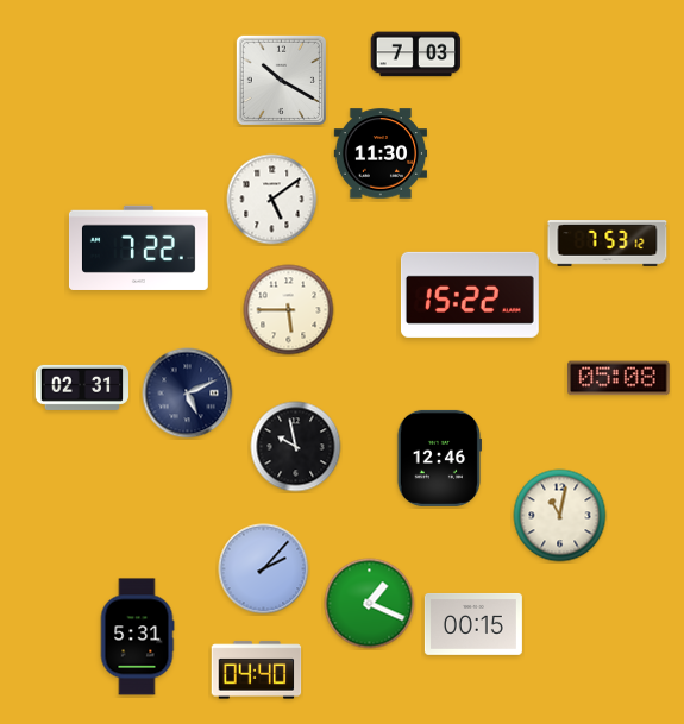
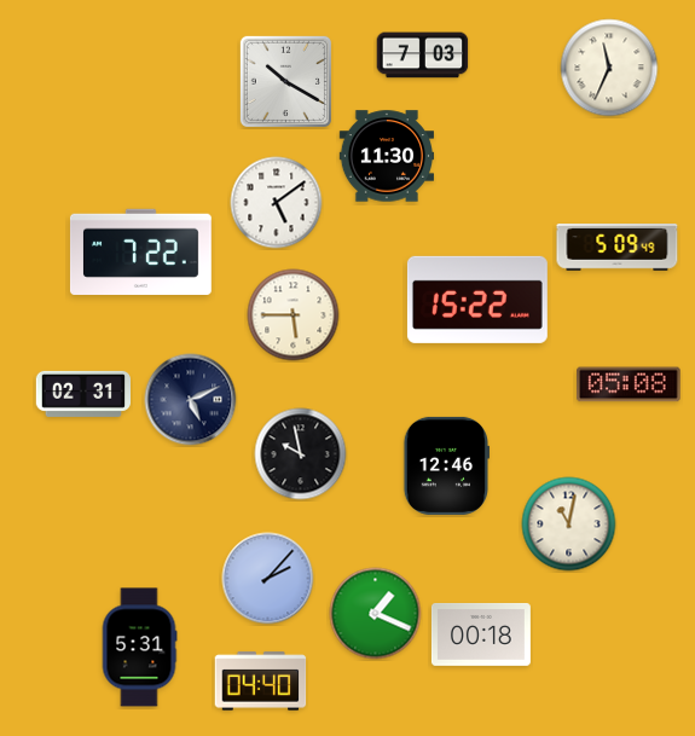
clock at (609, 68): none -> 11:34
clock at (608, 244): 7:53 -> 5:09
clock at (473, 624): 00:15 -> 00:18
